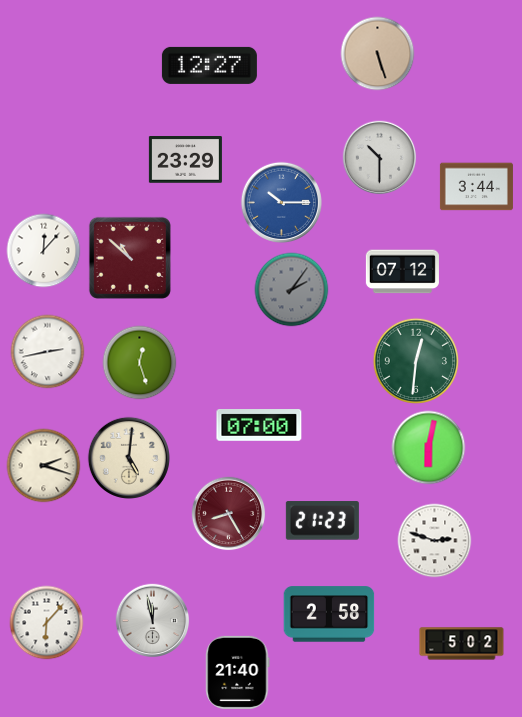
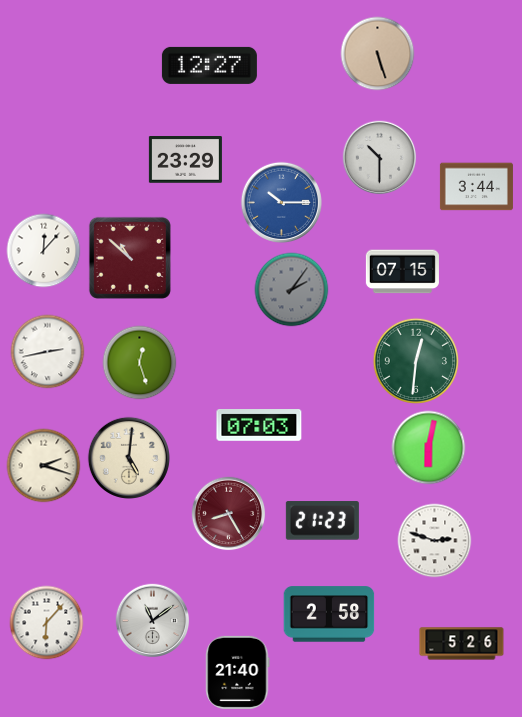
clock at (402, 272): 07:12 -> 07:15
clock at (259, 425): 07:00 -> 07:03
clock at (153, 621): 11:58 -> 11:09
clock at (462, 644): 5:02 -> 5:26
